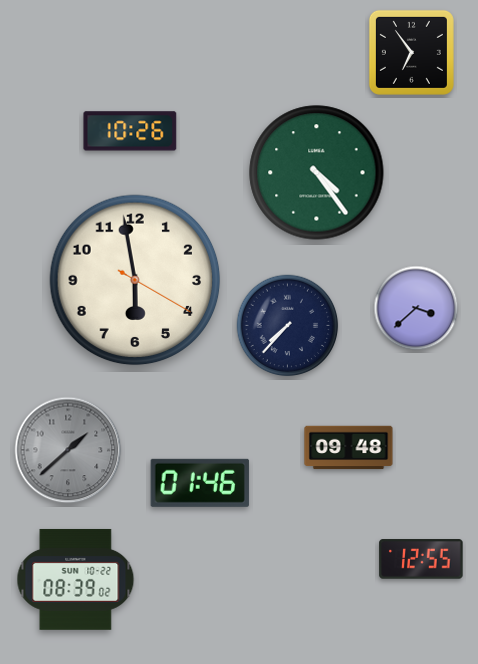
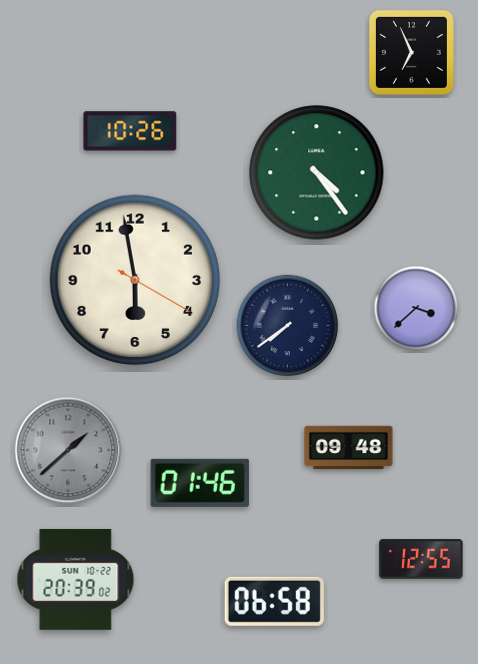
clock at (411, 52): 6:54 -> 6:56
clock at (288, 326): 7:37 -> 7:39
clock at (76, 579): 08:39 -> 20:39
clock at (274, 601): none -> 06:58
